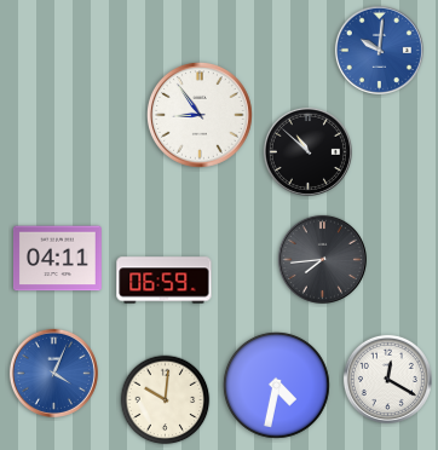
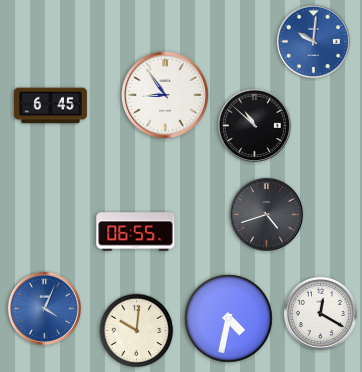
clock at (51, 106): none -> 6:45
clock at (58, 259): 04:11 -> none
clock at (322, 259): 7:44 -> 4:42
clock at (165, 281): 06:59 -> 06:55
